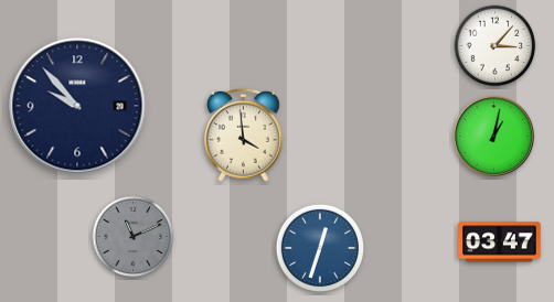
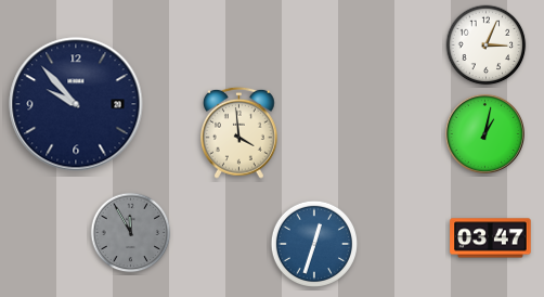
clock at (496, 46): 3:07 -> 3:04
clock at (134, 237): 11:11 -> 11:55
